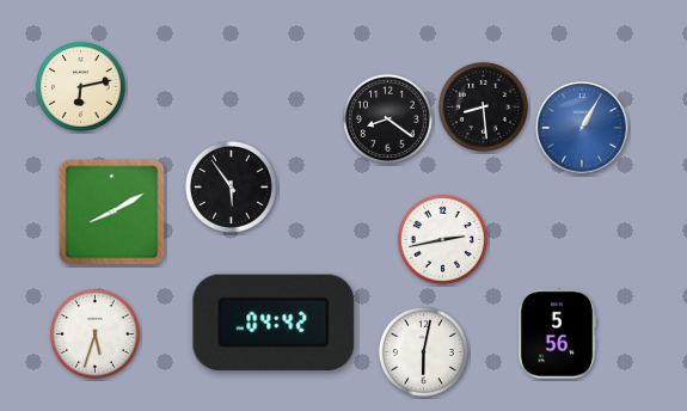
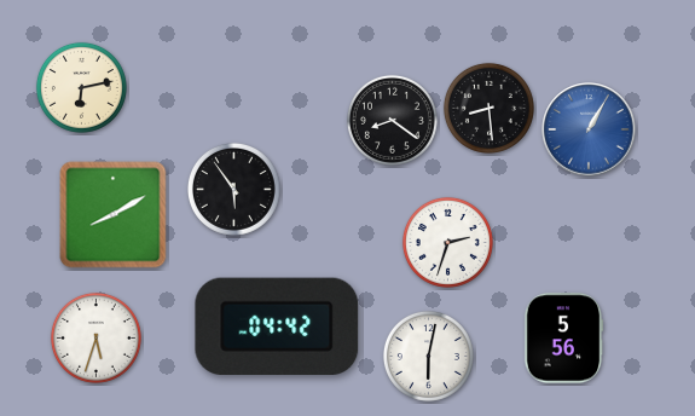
clock at (442, 239): 2:43 -> 2:33
